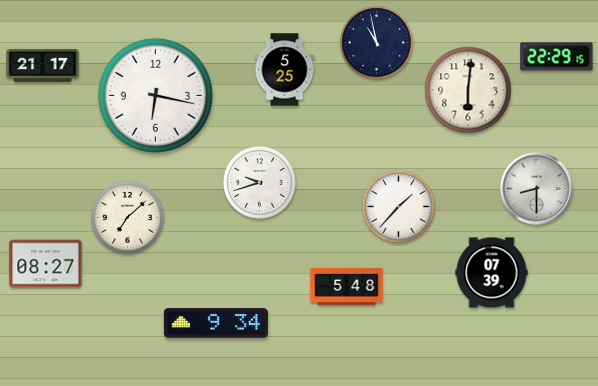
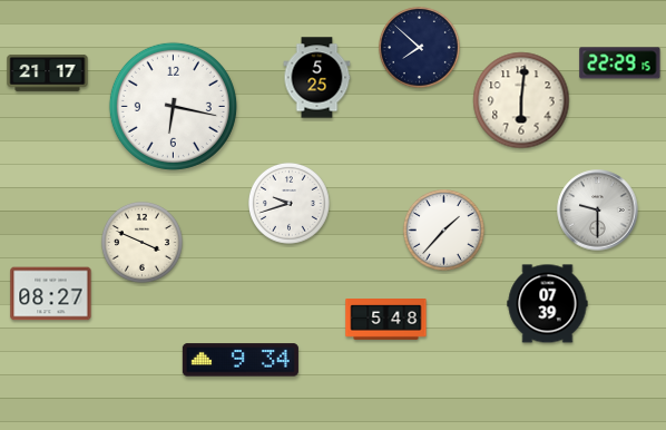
clock at (376, 42): 10:58 -> 7:52
clock at (537, 189): 8:30 -> 9:30
clock at (127, 217): 7:08 -> 3:49
